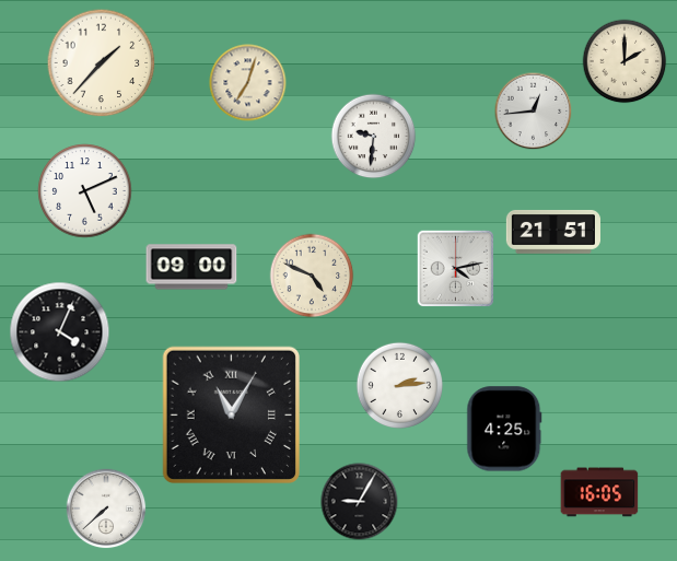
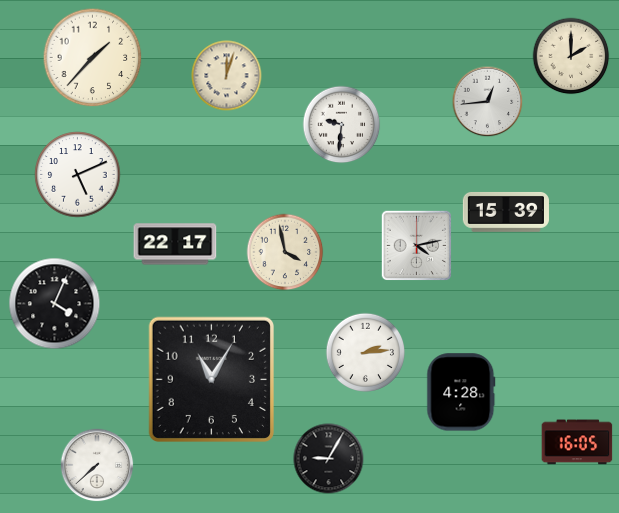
clock at (248, 83): 7:03 -> 12:03
clock at (553, 232): 21:51 -> 15:39
clock at (191, 267): 09:00 -> 22:17
clock at (312, 276): 4:49 -> 3:58
clock at (231, 414) numerals: Roman -> Arabic
clock at (504, 429): 4:25 -> 4:28
clock at (599, 492) position: (599, 492) -> (577, 442)
